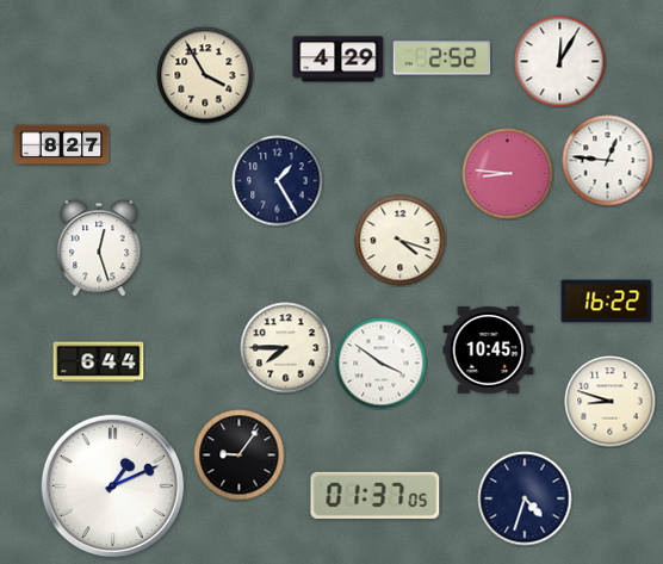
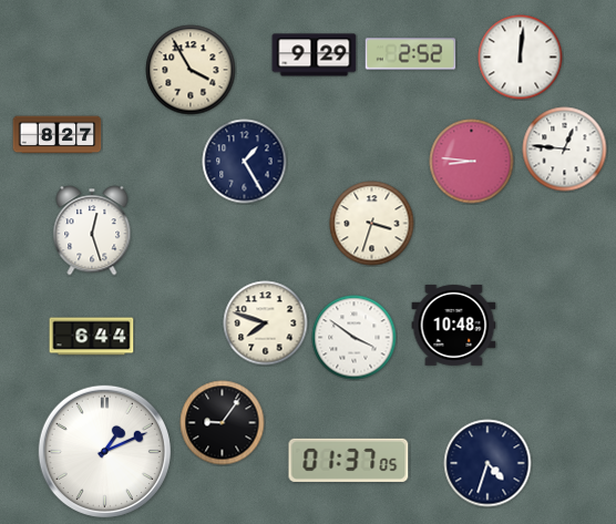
clock at (339, 60): 4:29 -> 9:29
clock at (560, 62): 12:05 -> 12:01
clock at (278, 181) position: (278, 181) -> (245, 162)
clock at (401, 241): 4:18 -> 3:33
clock at (607, 302): 16:22 -> none
clock at (286, 348): 7:45 -> 7:48
clock at (489, 351): 10:45 -> 10:48
clock at (611, 402): 8:48 -> none
